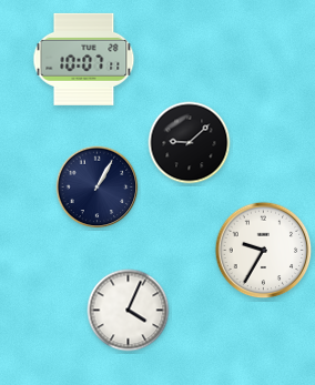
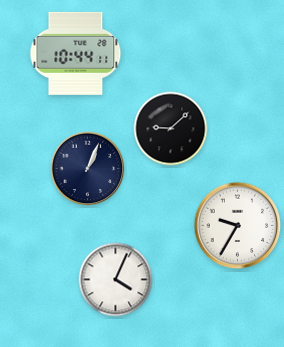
clock at (84, 59): 10:07 -> 10:44
clock at (98, 188): 1:05 -> 1:04
